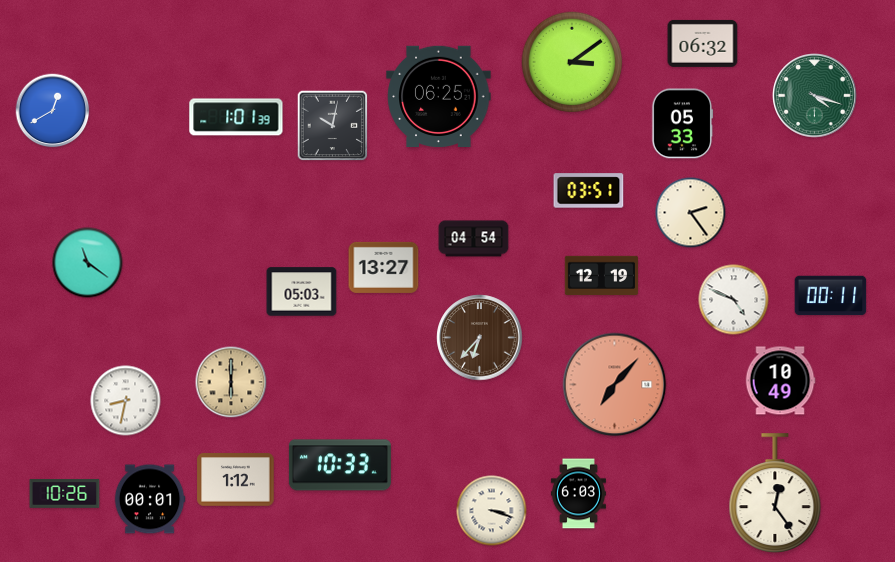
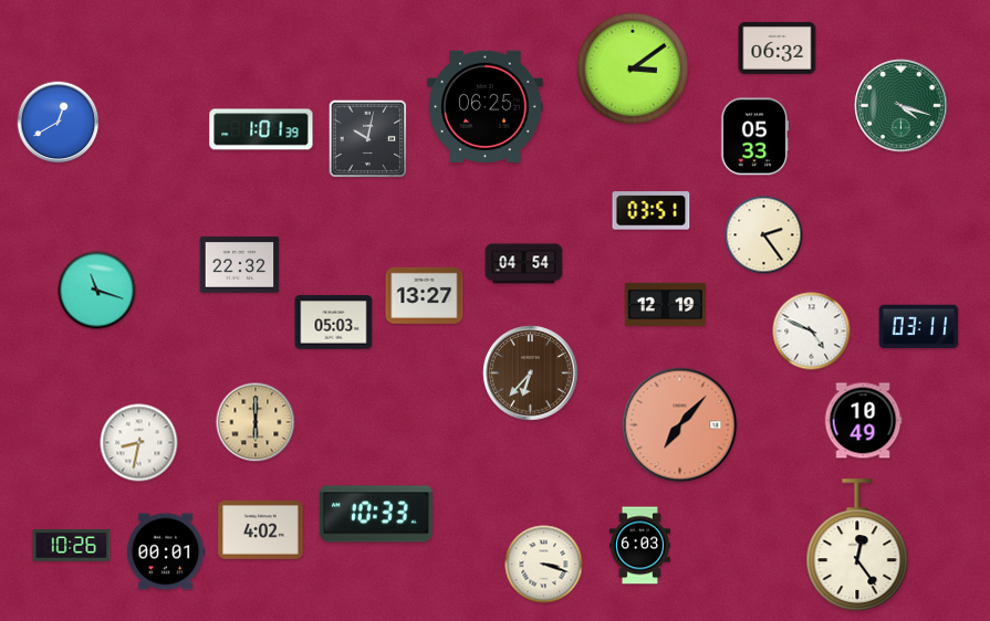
clock at (240, 265): none -> 22:32
clock at (88, 263): 11:21 -> 11:18
clock at (831, 296): 00:11 -> 03:11
clock at (236, 480): 1:12 -> 4:02
